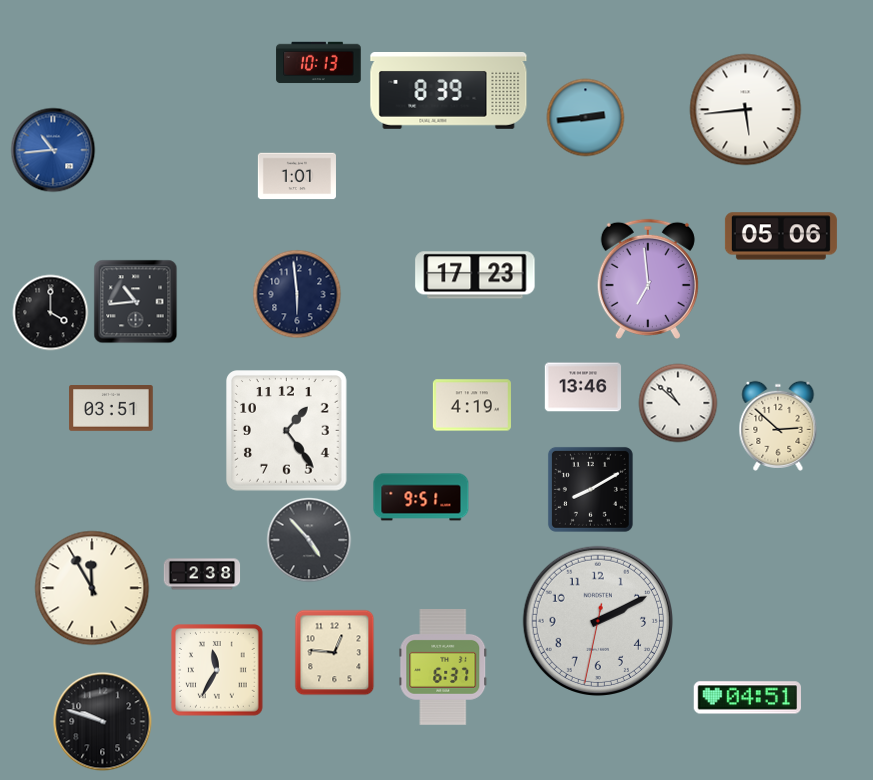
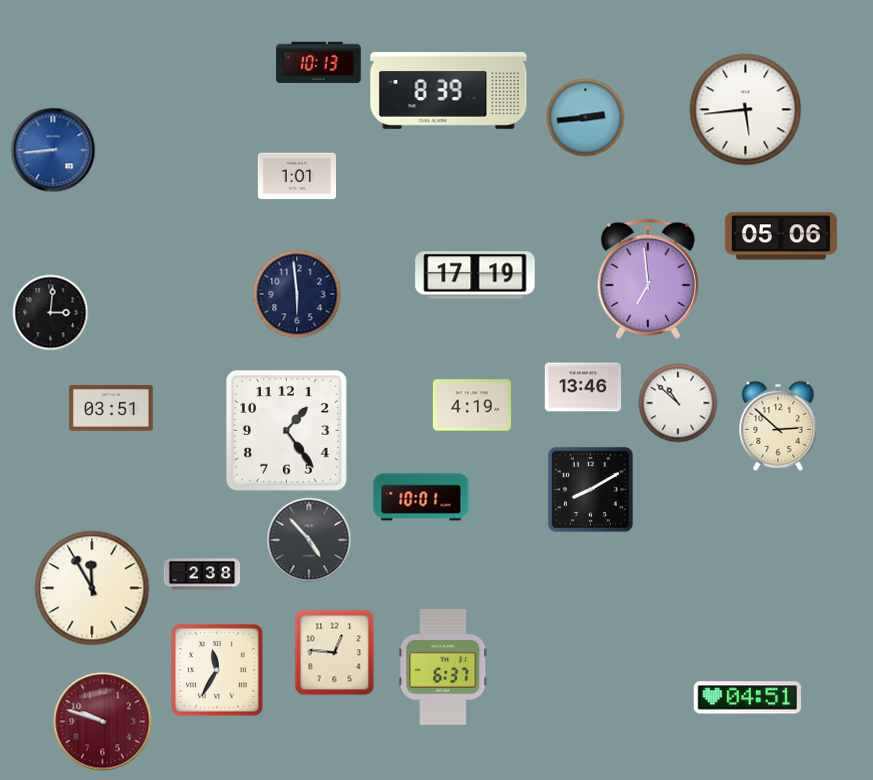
clock at (53, 150): 10:44 -> 8:44
clock at (475, 275): 17:23 -> 17:19
clock at (136, 302): 10:44 -> none
clock at (51, 313): 4:00 -> 3:01
clock at (421, 497): 9:51 -> 10:01
clock at (598, 621): 2:10 -> none
clock at (103, 722) dial: black -> burgundy
